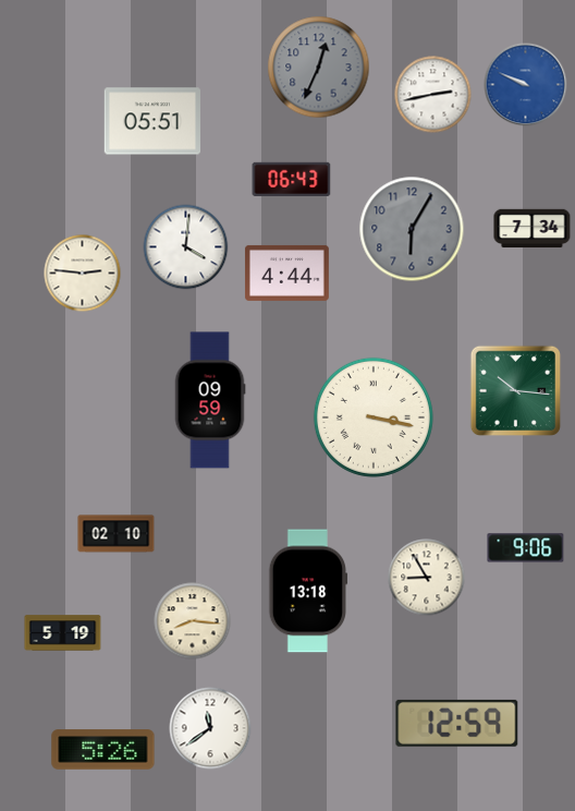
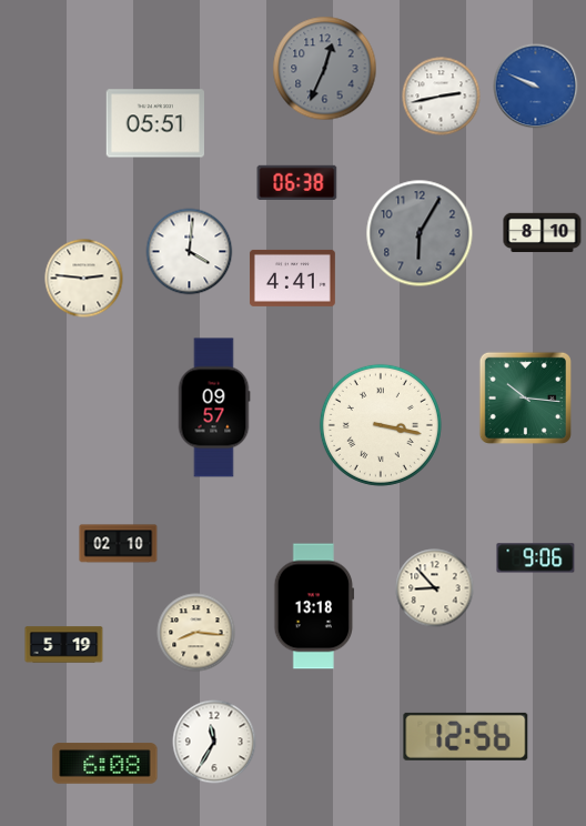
clock at (292, 179): 06:43 -> 06:38
clock at (533, 229): 7:34 -> 8:10
clock at (286, 273): 4:44 -> 4:41
clock at (210, 400): 09:59 -> 09:57
clock at (427, 578): 8:55 -> 8:53
clock at (308, 591) position: (308, 591) -> (314, 606)
clock at (457, 723): 12:59 -> 12:56
clock at (210, 728): 11:39 -> 11:35
clock at (103, 750): 5:26 -> 6:08
